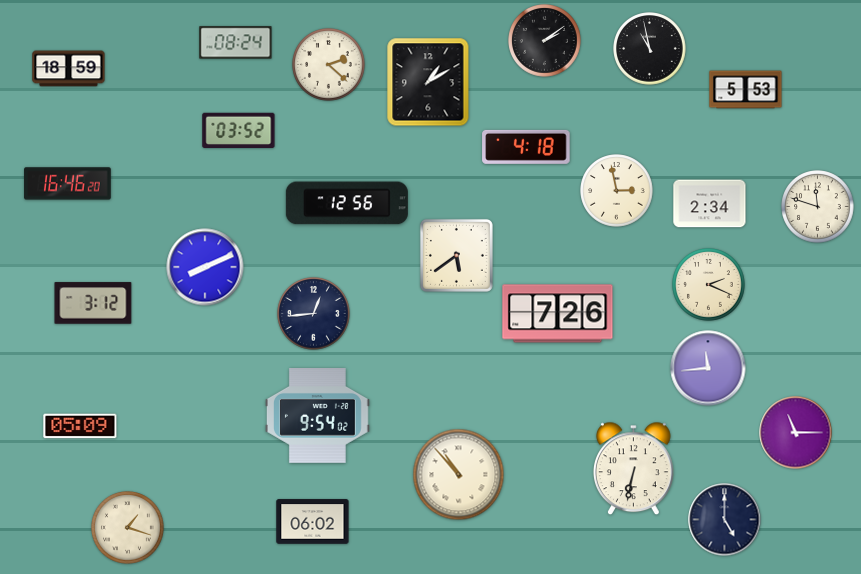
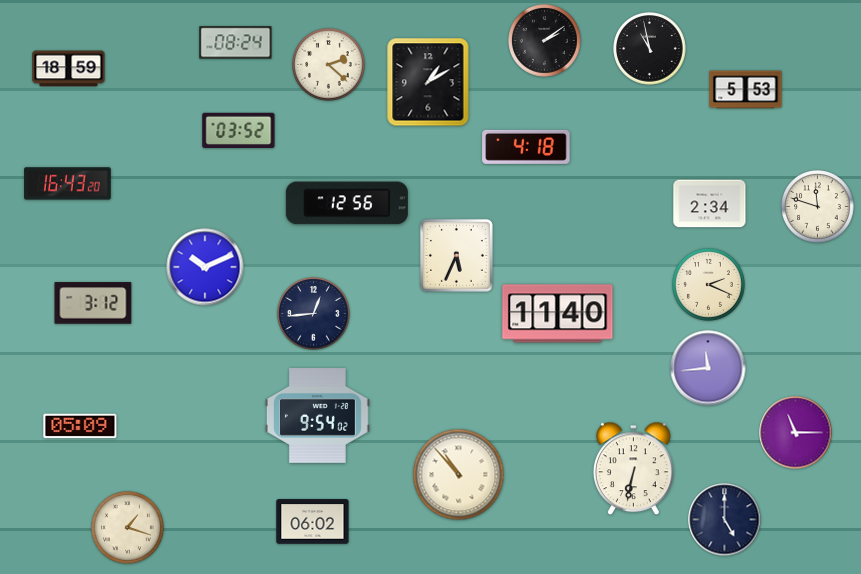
clock at (68, 184): 16:46 -> 16:43
clock at (617, 191): 2:58 -> none
clock at (456, 255): 5:39 -> 5:34
clock at (205, 267): 8:11 -> 10:11
clock at (558, 314): 7:26 -> 11:40
